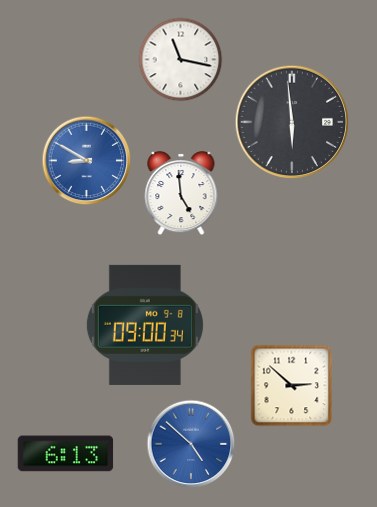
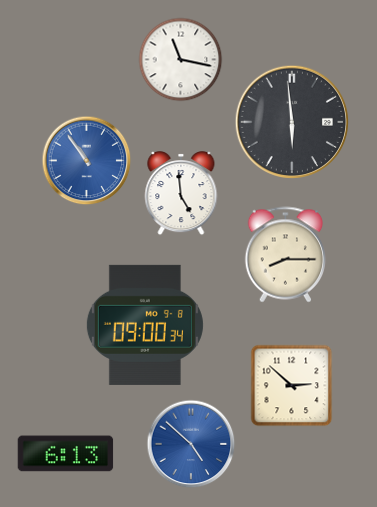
clock at (87, 161): 8:50 -> 10:54
clock at (286, 255): none -> 8:15
